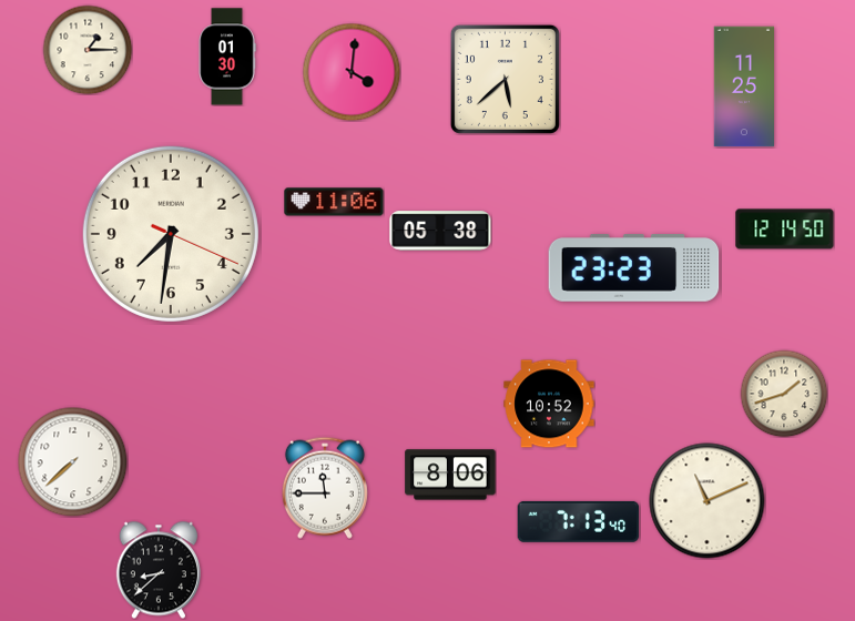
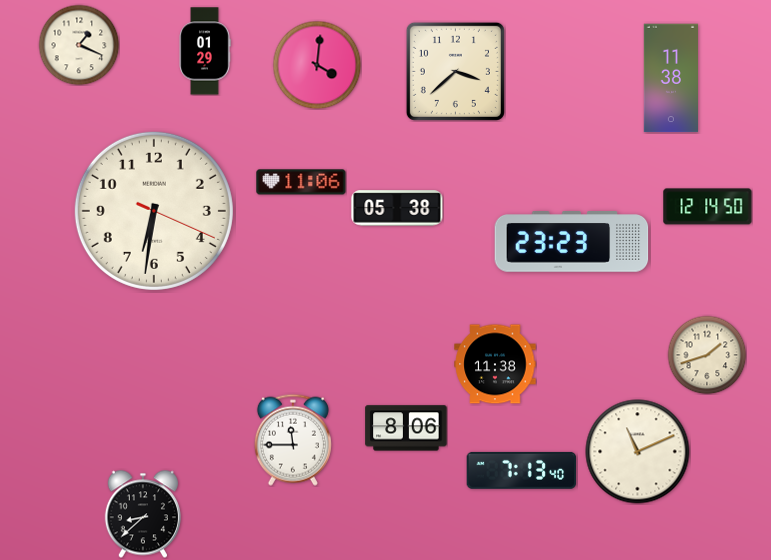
clock at (88, 50): 1:15 -> 1:19
clock at (227, 57): 01:30 -> 01:29
clock at (505, 79): 5:38 -> 3:38
clock at (743, 86): 11:25 -> 11:38
clock at (171, 234): 7:31 -> 6:31
clock at (549, 404): 10:52 -> 11:38
clock at (73, 462): 7:38 -> none
